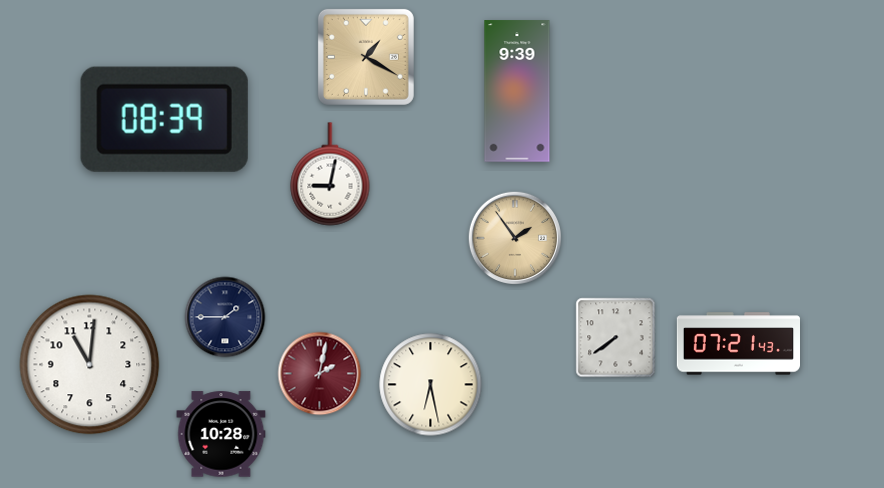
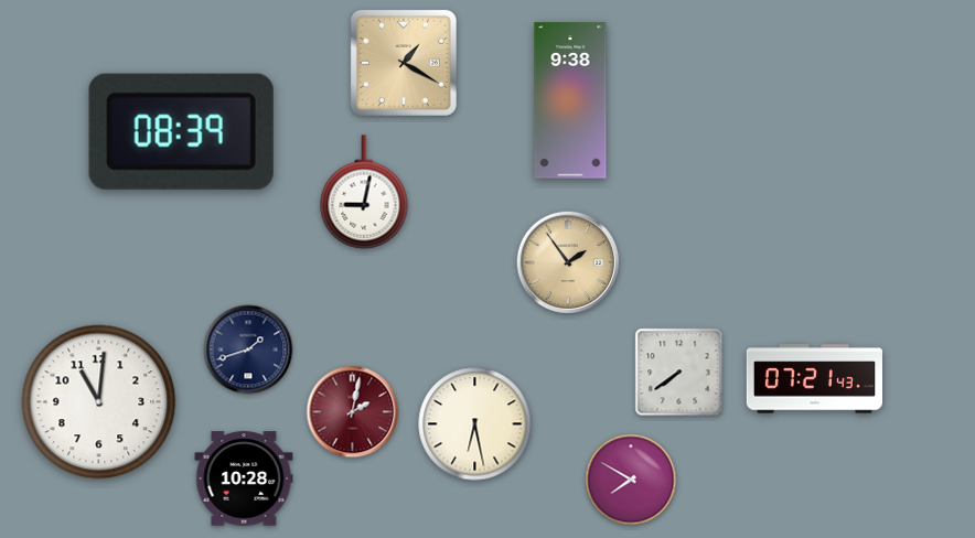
clock at (517, 91): 9:39 -> 9:38
clock at (225, 317): 1:45 -> 1:42
clock at (631, 480): none -> 7:50
